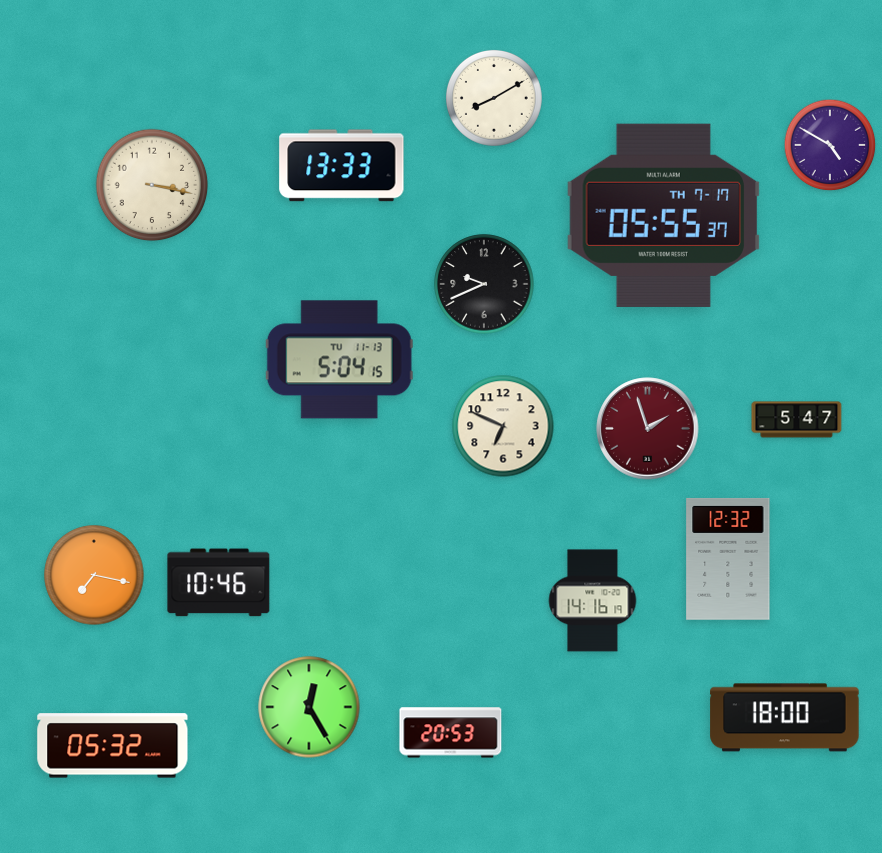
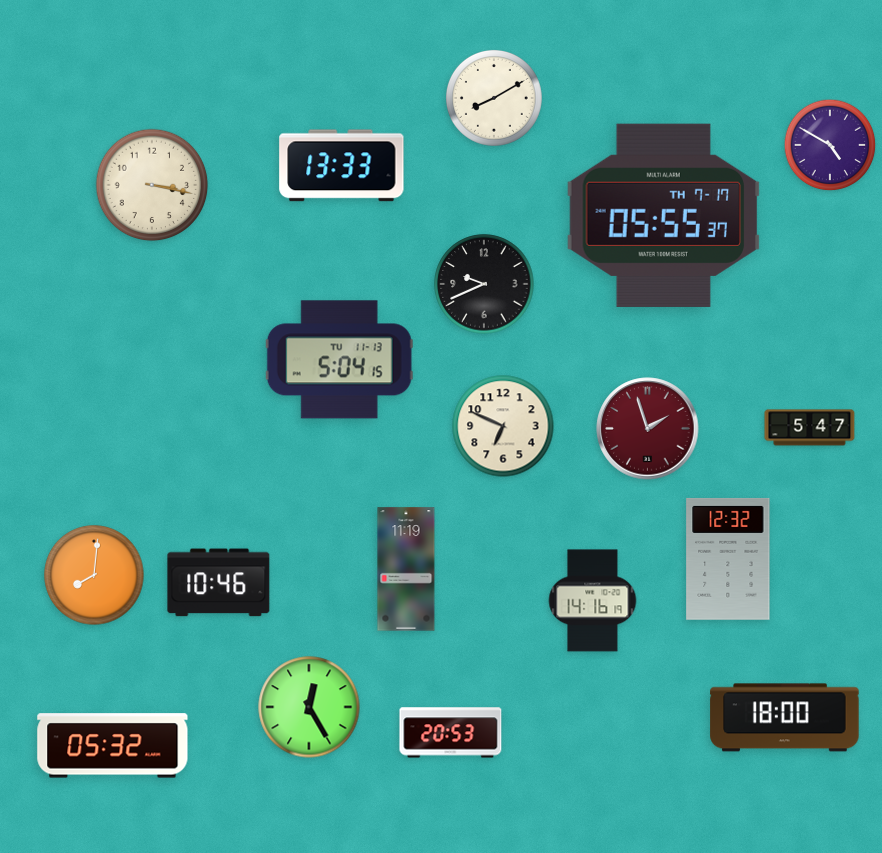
clock at (797, 420) position: (797, 420) -> (810, 428)
clock at (406, 569): none -> 11:19
clock at (94, 575): 7:17 -> 8:01
